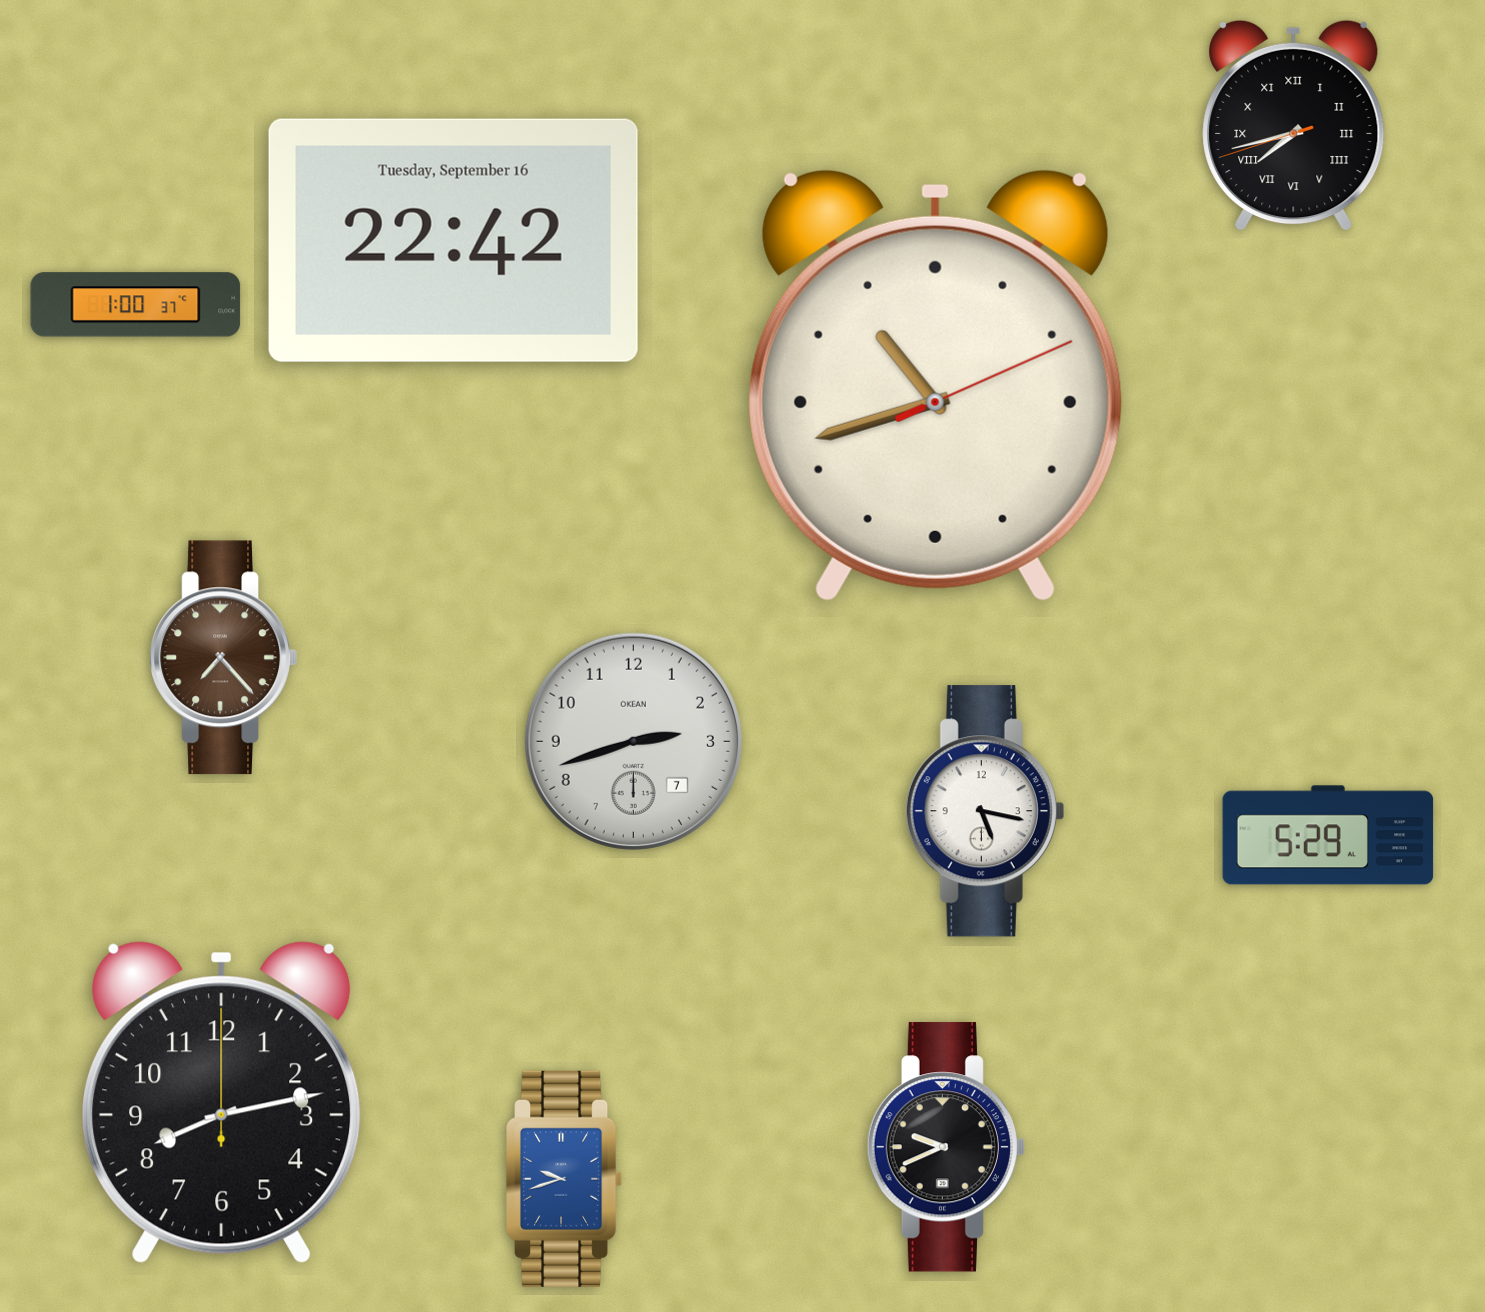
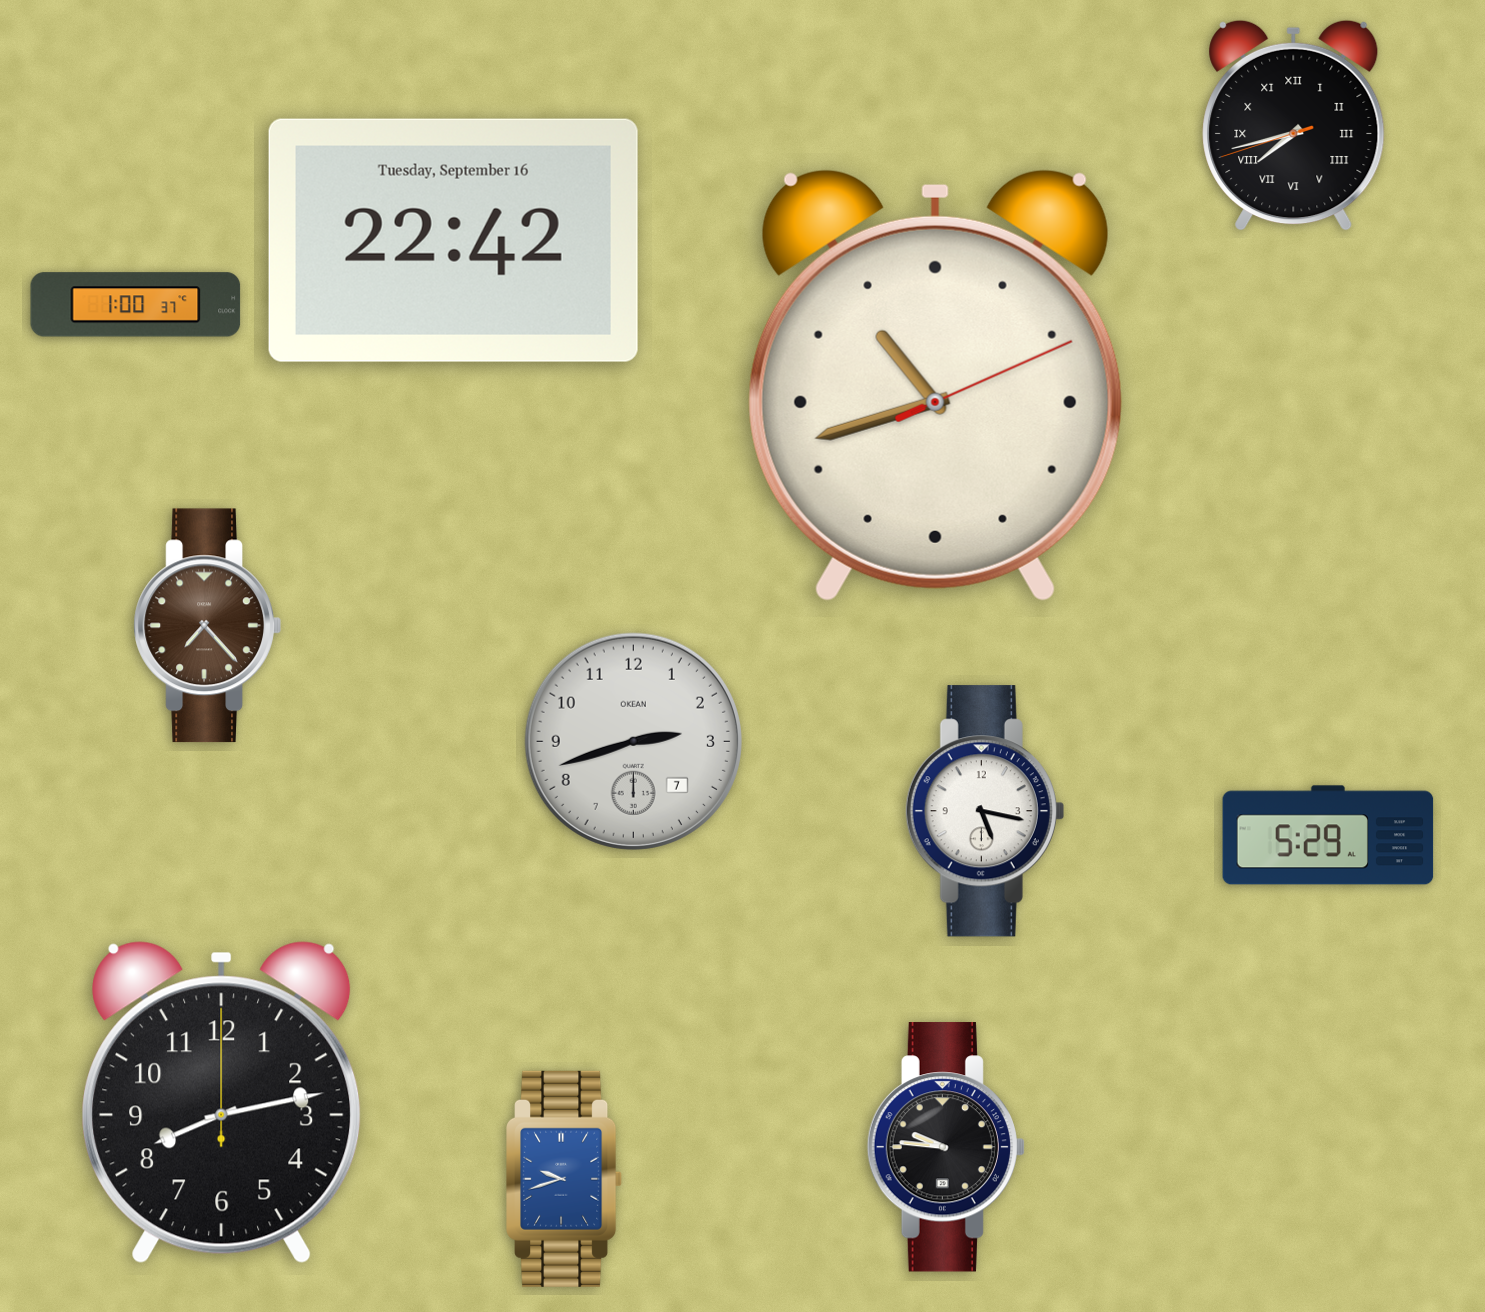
clock at (223, 658) position: (223, 658) -> (207, 626)
clock at (945, 1147): 9:41 -> 9:46
